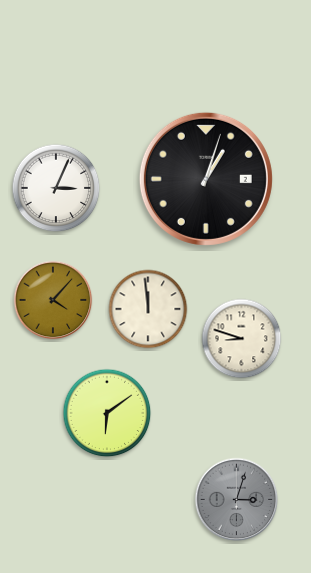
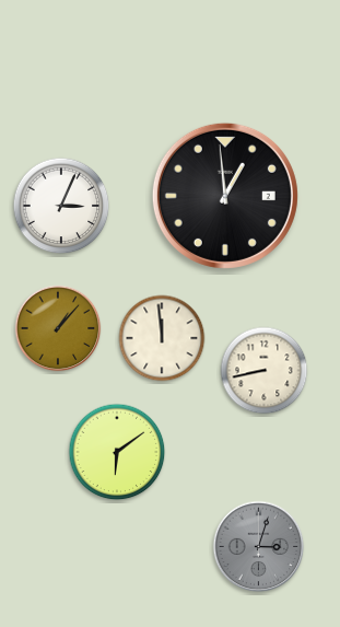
clock at (206, 179): 1:03 -> 12:59
clock at (53, 300): 4:07 -> 1:07
clock at (242, 339): 8:48 -> 8:43
